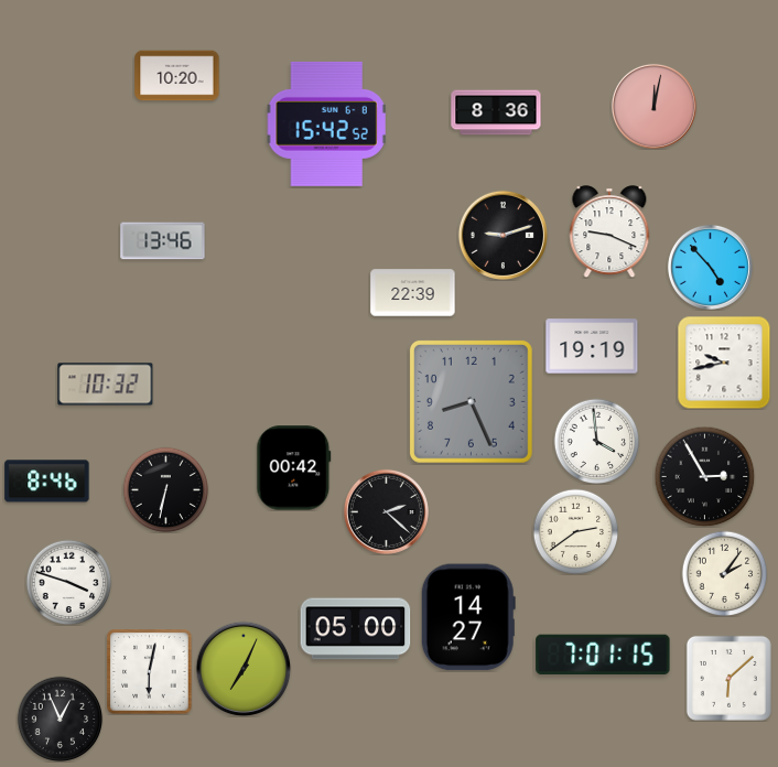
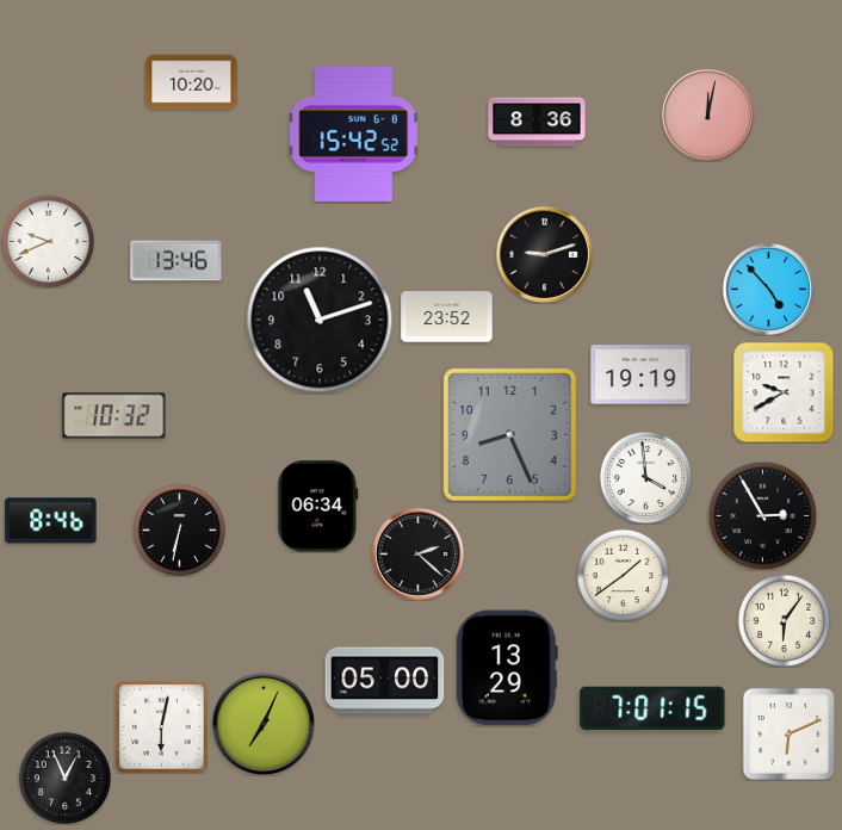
clock at (48, 241): none -> 9:41
clock at (609, 231): 9:19 -> none
clock at (413, 293): 22:39 -> 23:52
clock at (320, 320): none -> 11:12
clock at (724, 363): 9:43 -> 9:40
clock at (294, 468): 00:42 -> 06:34
clock at (575, 531): 2:39 -> 1:39
clock at (724, 573): 2:06 -> 6:06
clock at (68, 582): 3:48 -> none
clock at (468, 617): 14:27 -> 13:29
clock at (728, 678): 6:08 -> 6:11
